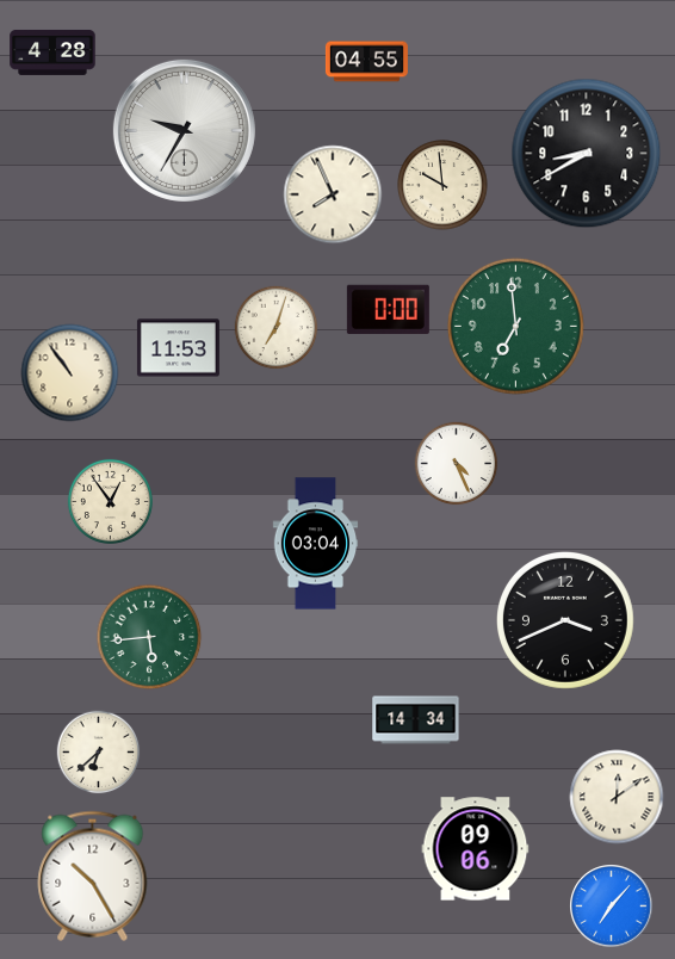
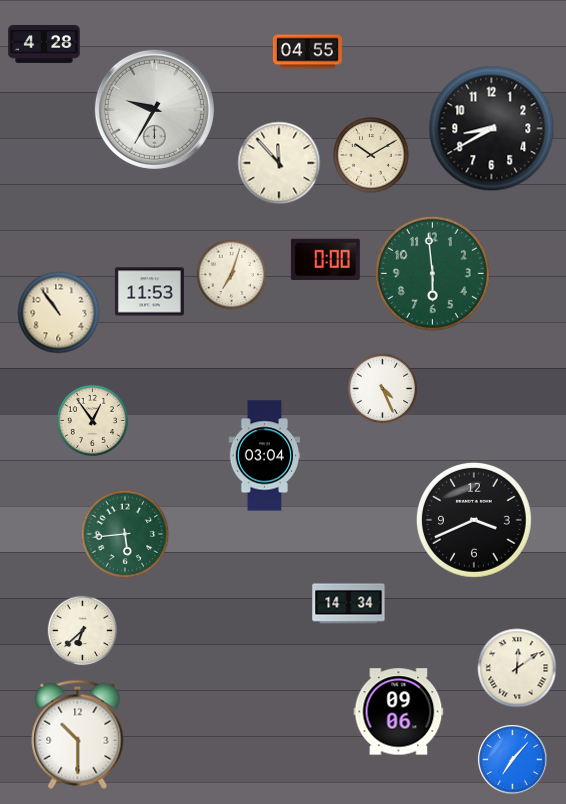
clock at (442, 185): 9:59 -> 10:10
clock at (333, 194): 7:56 -> 11:53
clock at (515, 326): 6:59 -> 5:59
clock at (93, 876): 10:25 -> 10:30
